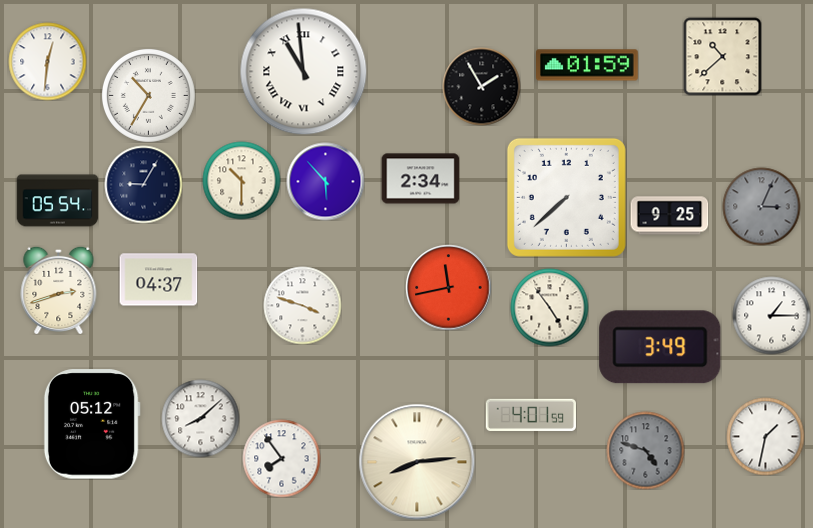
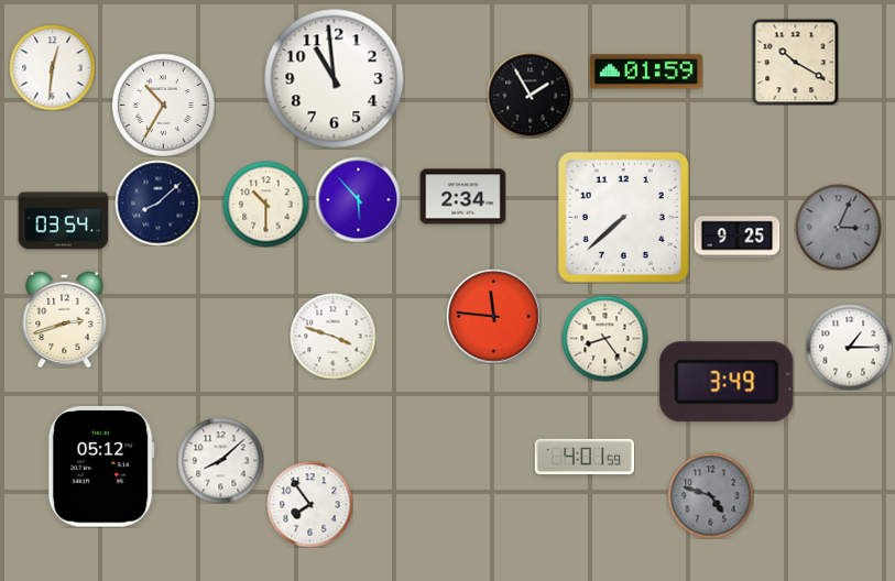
clock at (722, 56): 10:38 -> 10:20
clock at (303, 71) numerals: Roman -> Arabic
clock at (241, 180) position: (241, 180) -> (265, 204)
clock at (143, 184): 9:05 -> 8:08
clock at (57, 201): 05:54 -> 03:54
clock at (158, 280): 04:37 -> none
clock at (448, 287): 11:43 -> 11:46
clock at (549, 307): 4:54 -> 8:24
clock at (765, 436): 1:32 -> none
clock at (417, 462): 8:14 -> none
